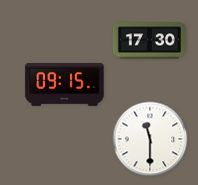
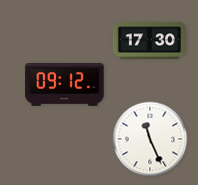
clock at (65, 85): 09:15 -> 09:12
clock at (150, 139): 11:30 -> 11:26
